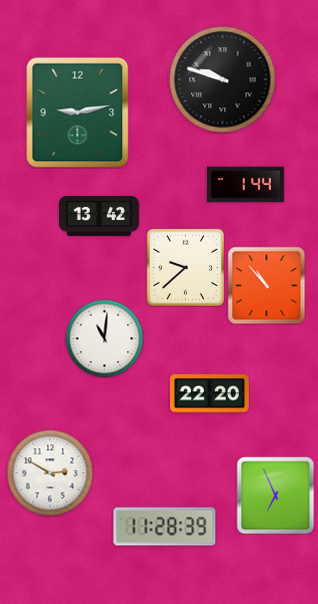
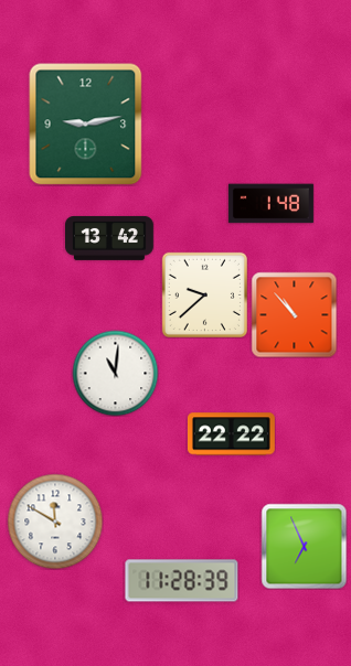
clock at (223, 80): 9:48 -> none
clock at (245, 185): 1:44 -> 1:48
clock at (209, 394): 22:20 -> 22:22
clock at (50, 473): 2:50 -> 11:50
